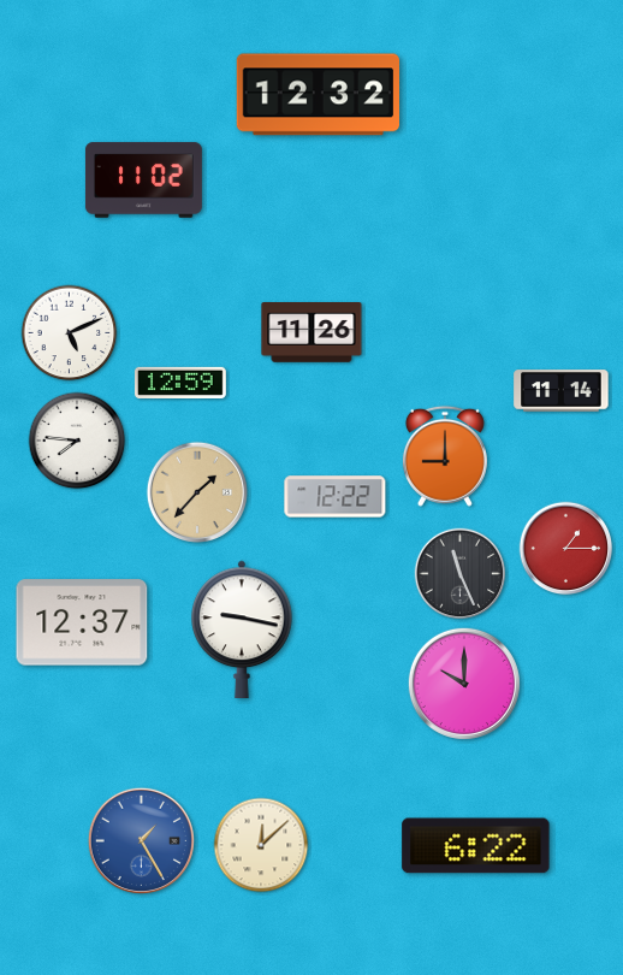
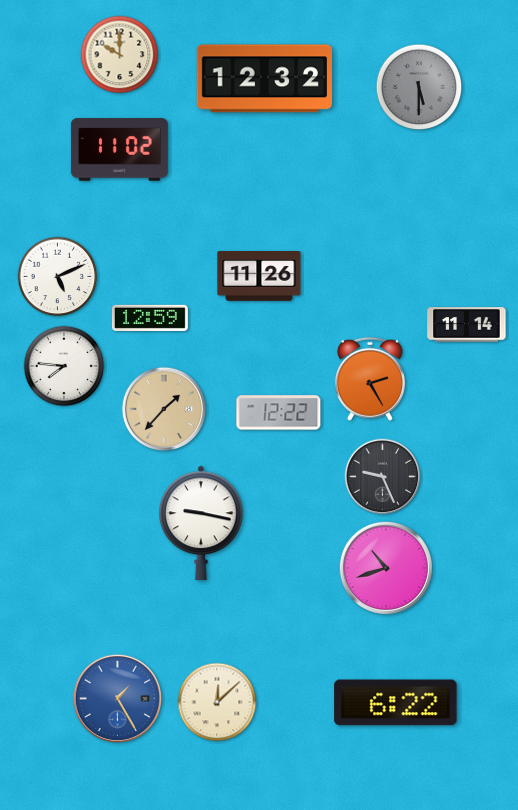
clock at (120, 55): none -> 10:00
clock at (419, 87): none -> 5:30
clock at (445, 456): 9:00 -> 2:25
clock at (566, 549): 1:15 -> none
clock at (461, 574): 11:26 -> 9:26
clock at (82, 622): 12:37 -> none
clock at (464, 684): 10:00 -> 10:42
